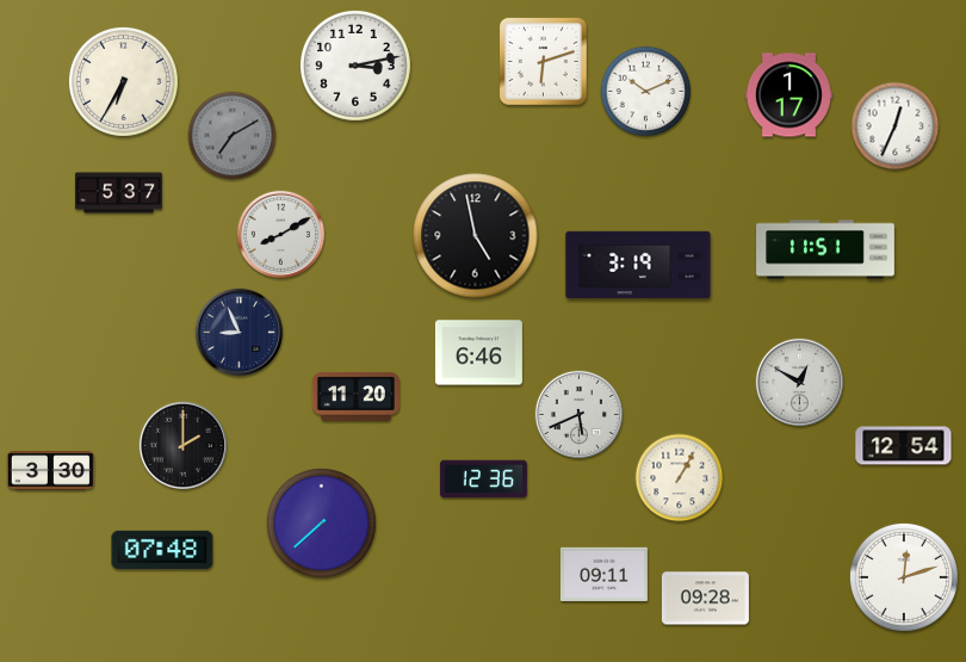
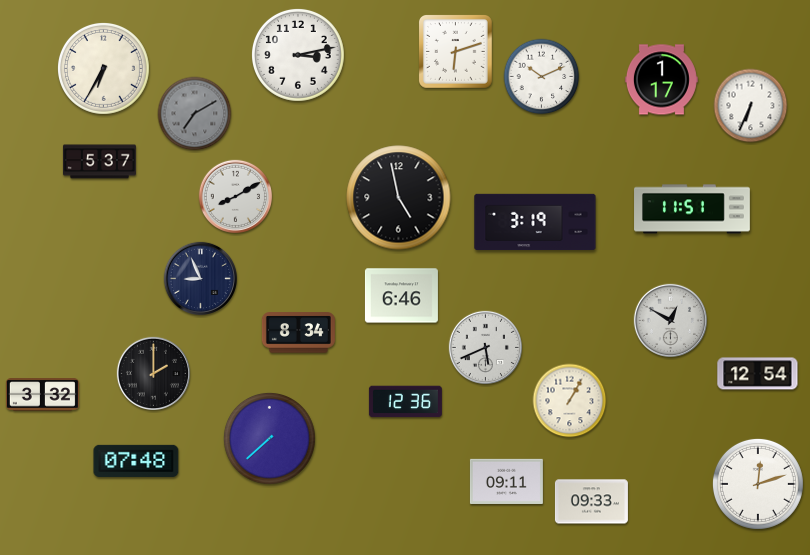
clock at (896, 126): 12:34 -> 6:34
clock at (355, 397): 11:20 -> 8:34
clock at (50, 471): 3:30 -> 3:32
clock at (705, 599): 09:28 -> 09:33
